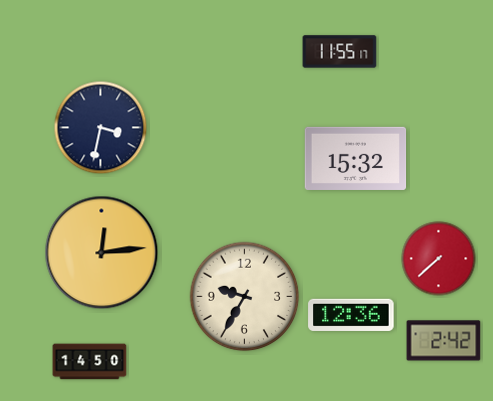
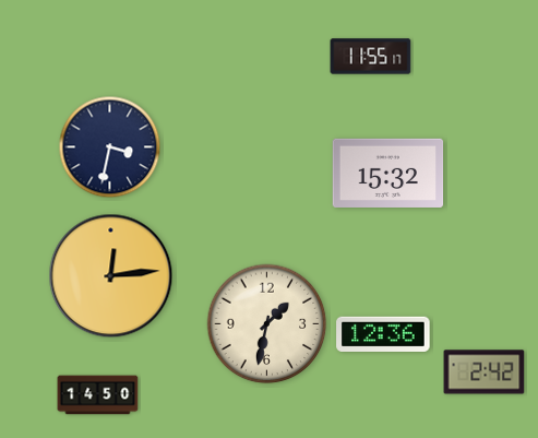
clock at (101, 128) position: (101, 128) -> (110, 147)
clock at (439, 259): 7:38 -> none
clock at (245, 297): 9:35 -> 1:32
clock at (351, 315) position: (351, 315) -> (383, 334)
